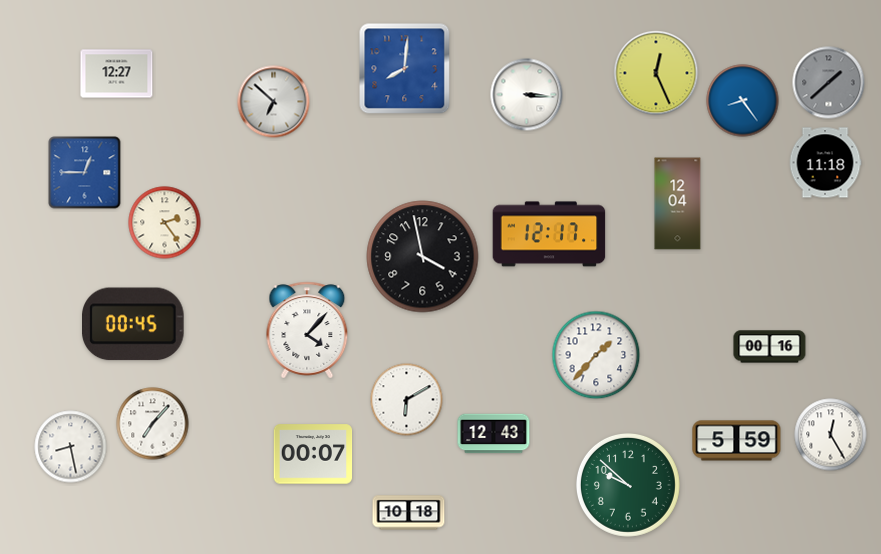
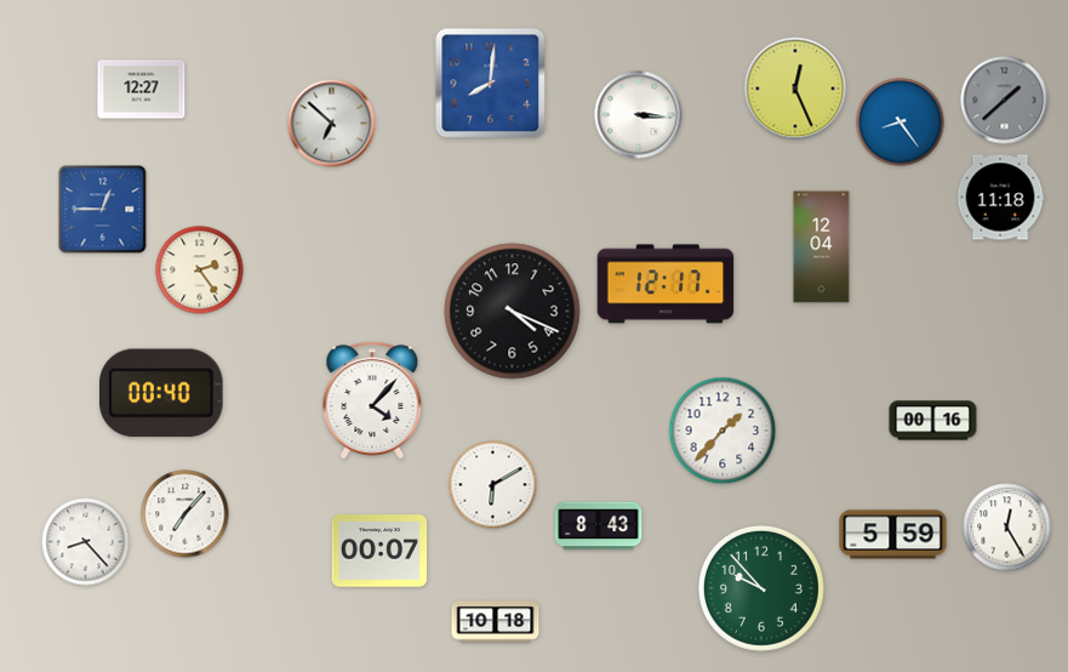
clock at (423, 257): 3:58 -> 4:19
clock at (134, 324): 00:45 -> 00:40
clock at (494, 434): 12:43 -> 8:43
clock at (71, 447): 8:28 -> 8:23
clock at (628, 485): 9:52 -> 9:53
